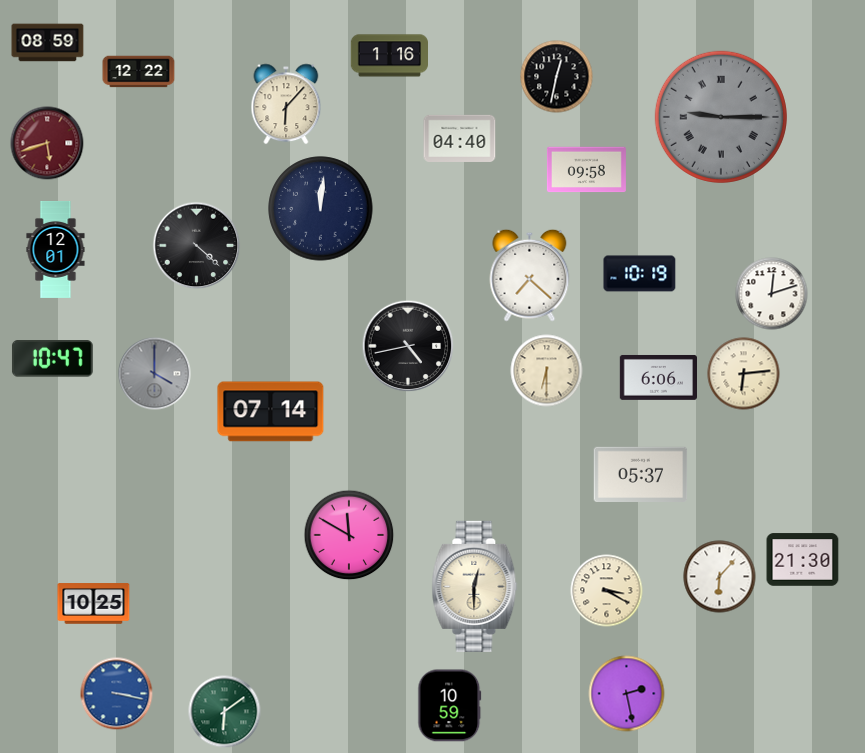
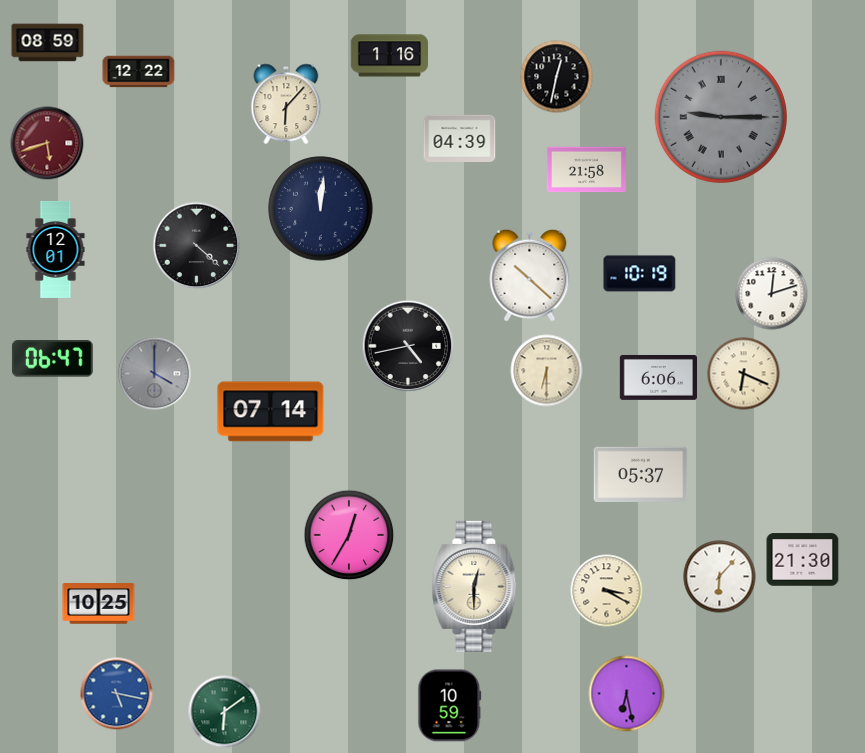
clock at (460, 138): 04:40 -> 04:39
clock at (586, 170): 09:58 -> 21:58
clock at (530, 275): 7:22 -> 10:22
clock at (52, 359): 10:47 -> 06:47
clock at (744, 374): 6:14 -> 6:19
clock at (349, 535): 11:50 -> 12:35
clock at (94, 604) position: (94, 604) -> (99, 604)
clock at (117, 694): 3:17 -> 5:17
clock at (627, 694): 2:28 -> 6:28
